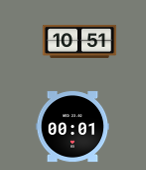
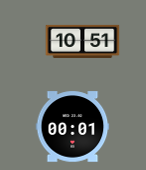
clock at (80, 41) position: (80, 41) -> (83, 41)
